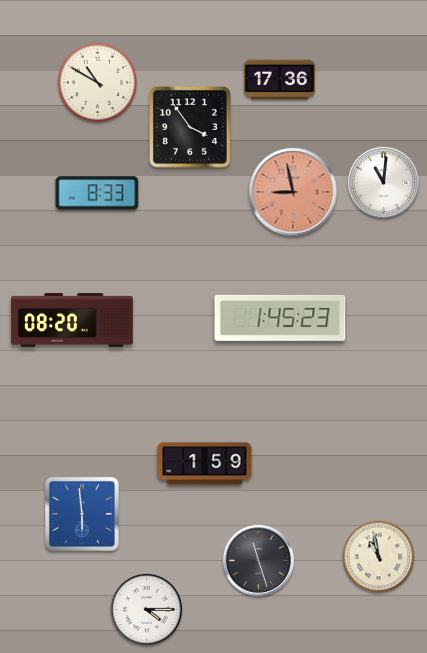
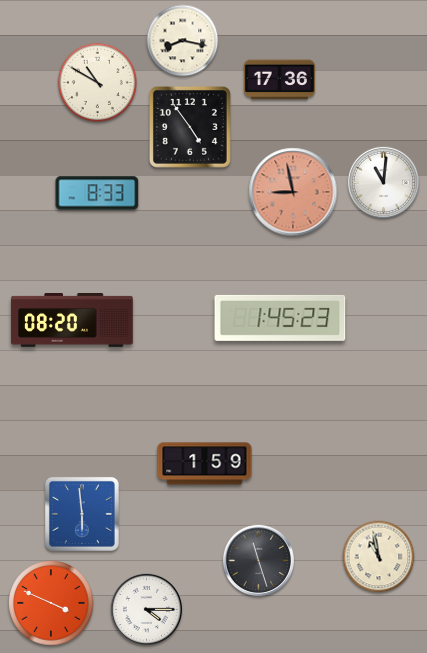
clock at (183, 41): none -> 8:17
clock at (190, 127): 3:54 -> 4:54
clock at (51, 603): none -> 3:49
